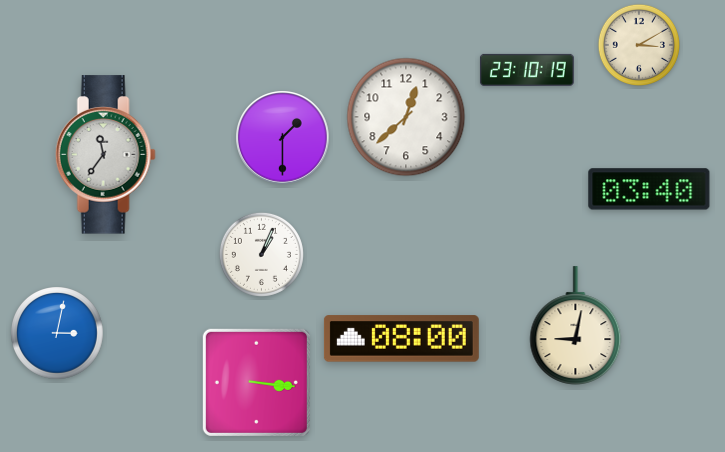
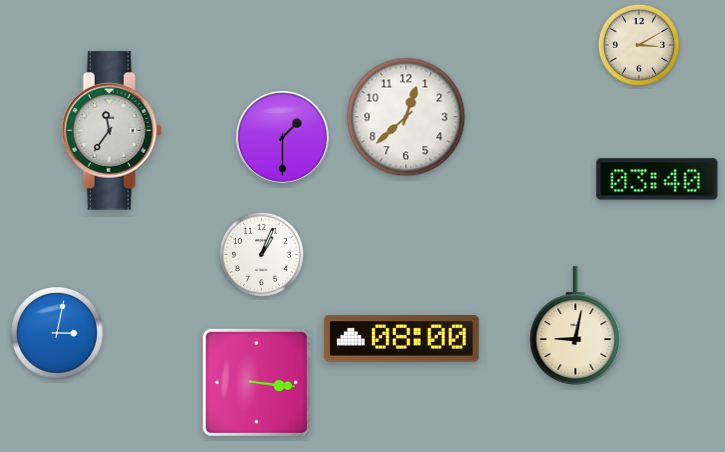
clock at (527, 70): 23:10 -> none
clock at (105, 155) position: (105, 155) -> (111, 131)
clock at (649, 189) position: (649, 189) -> (657, 179)
